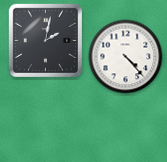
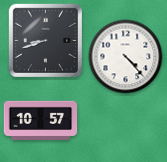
clock at (45, 40): 2:02 -> 8:42
clock at (41, 120): none -> 10:57
